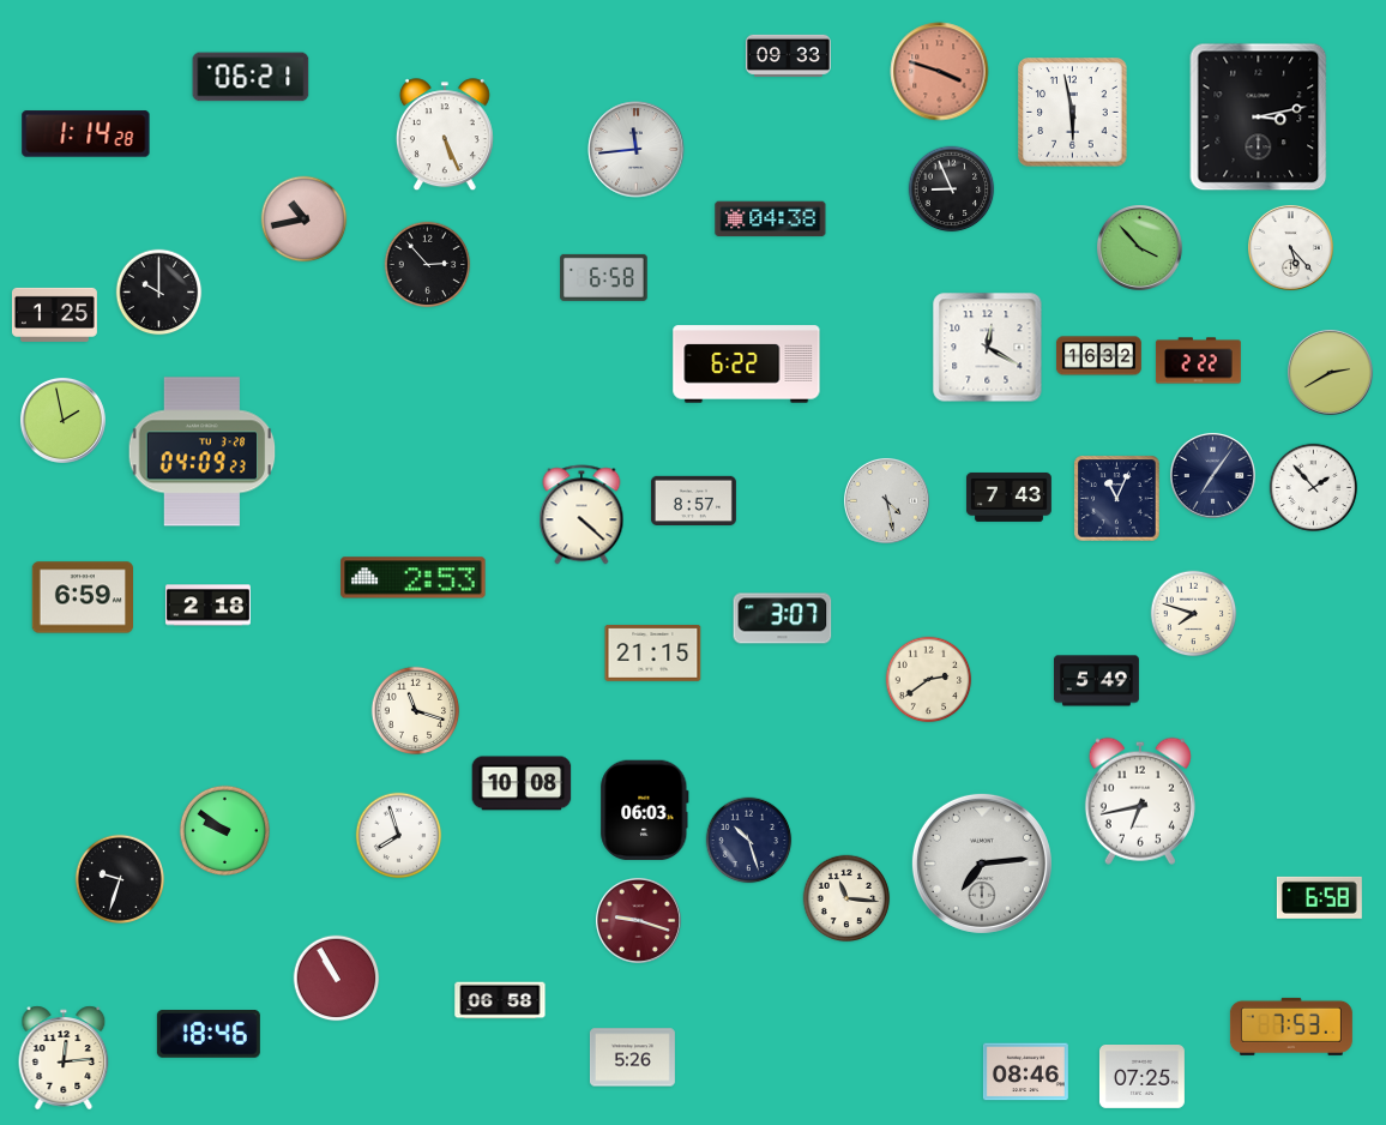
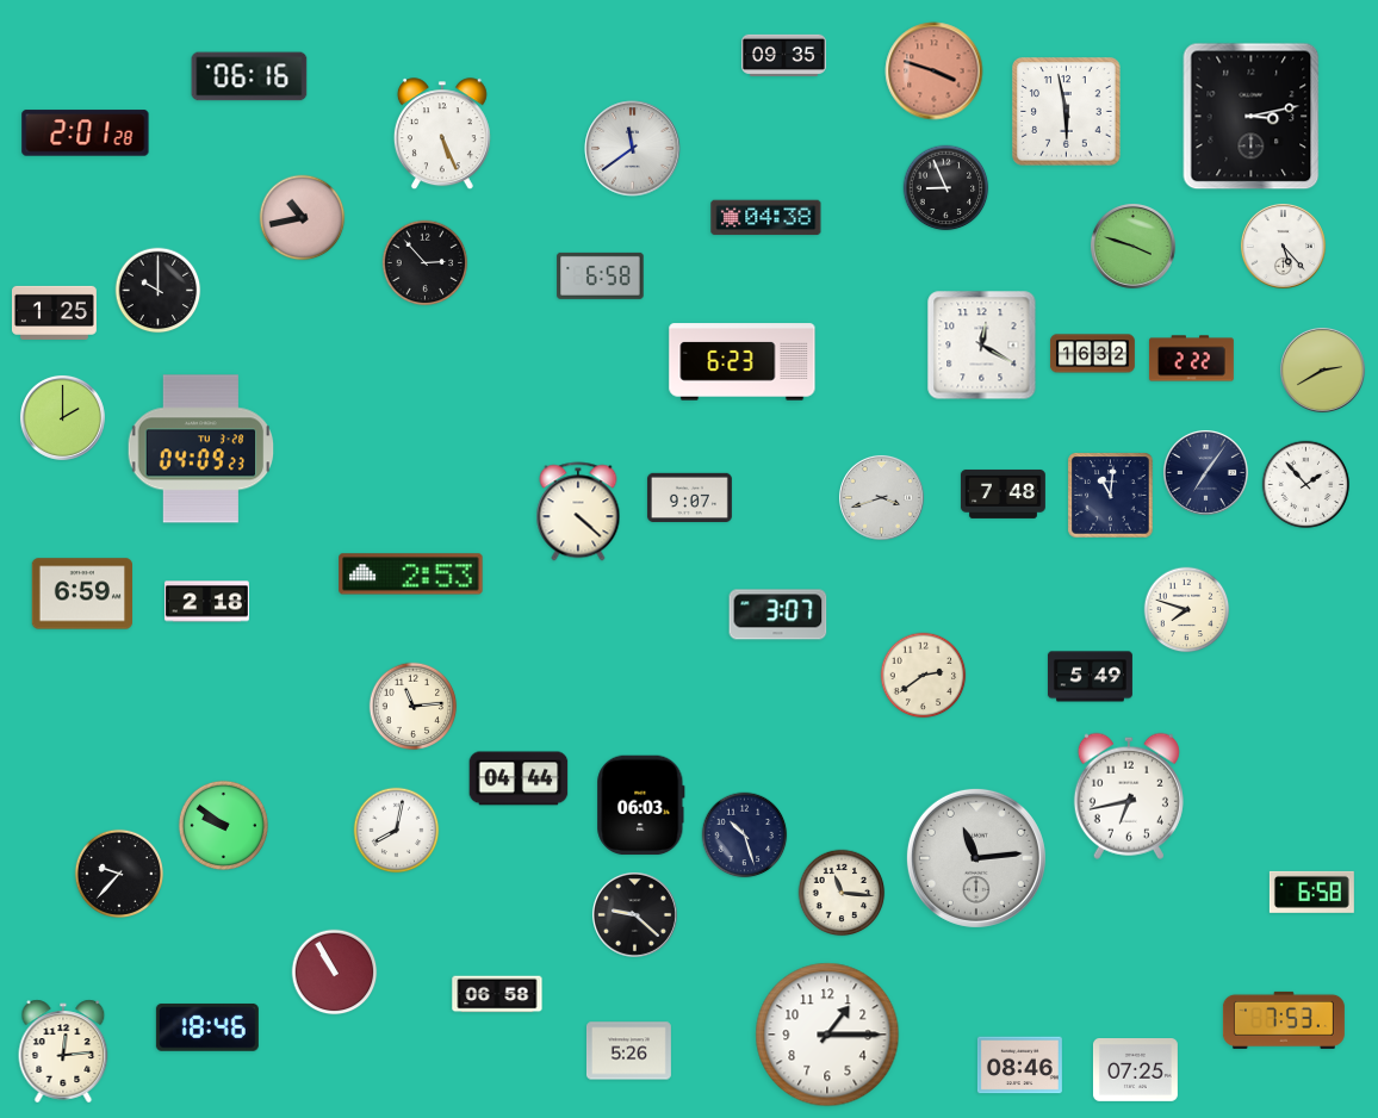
clock at (788, 55): 09:33 -> 09:35
clock at (251, 77): 06:21 -> 06:16
clock at (86, 134): 1:14 -> 2:01
clock at (637, 150): 11:44 -> 11:39
clock at (1139, 247): 3:53 -> 3:48
clock at (747, 365): 6:22 -> 6:23
clock at (62, 420): 1:58 -> 2:00
clock at (1008, 497): 7:43 -> 7:48
clock at (1117, 499): 11:04 -> 11:01
clock at (886, 500): 4:28 -> 3:42
clock at (693, 501): 8:57 -> 9:07
clock at (653, 652): 21:15 -> none
clock at (416, 711): 11:18 -> 11:14
clock at (522, 783): 10:08 -> 04:44
clock at (1140, 801) position: (1140, 801) -> (1129, 796)
clock at (399, 836): 7:57 -> 8:02
clock at (982, 864): 7:14 -> 11:14
clock at (119, 878): 9:33 -> 9:37
clock at (638, 920): 9:18 -> 9:22
clock at (638, 920) dial: burgundy -> black
clock at (827, 1035): none -> 1:15
